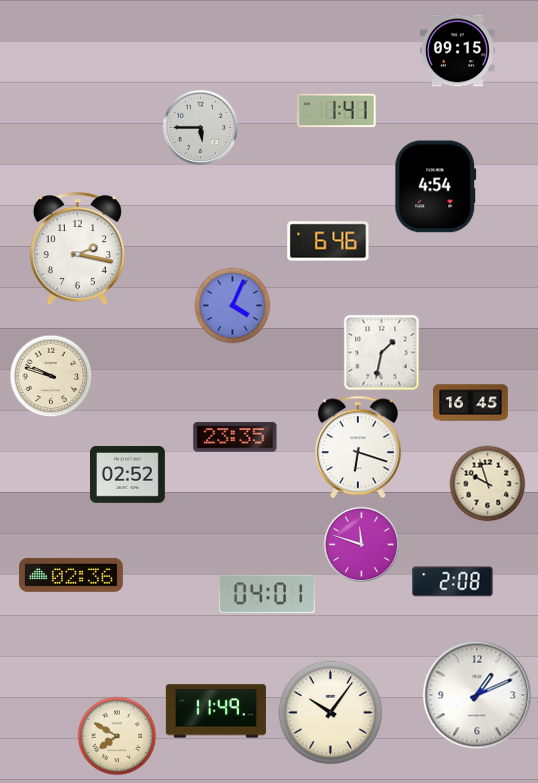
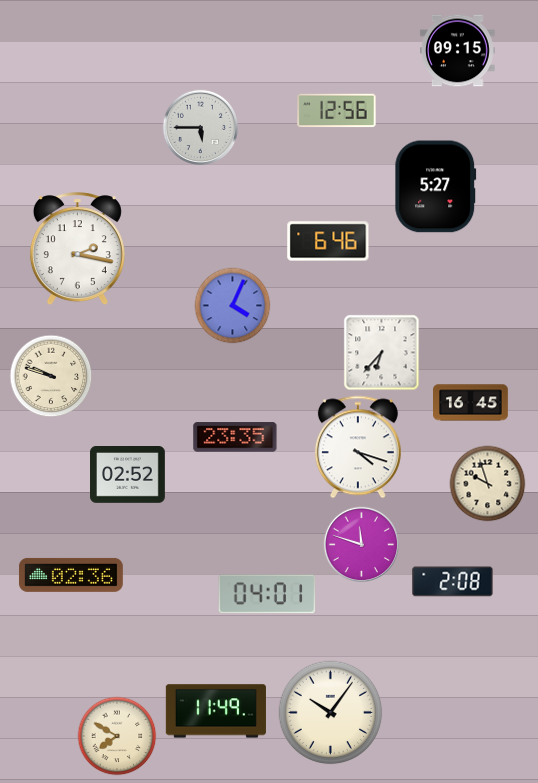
clock at (337, 111): 1:41 -> 12:56
clock at (436, 187): 4:54 -> 5:27
clock at (382, 353): 1:32 -> 6:37
clock at (358, 447): 6:18 -> 4:18
clock at (477, 695): 1:11 -> none
